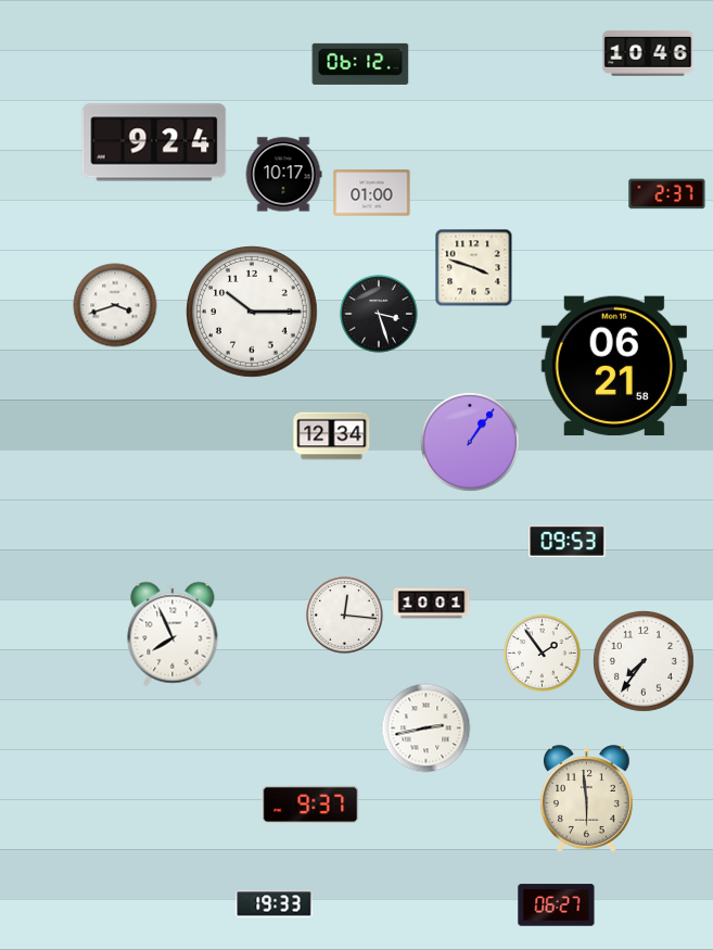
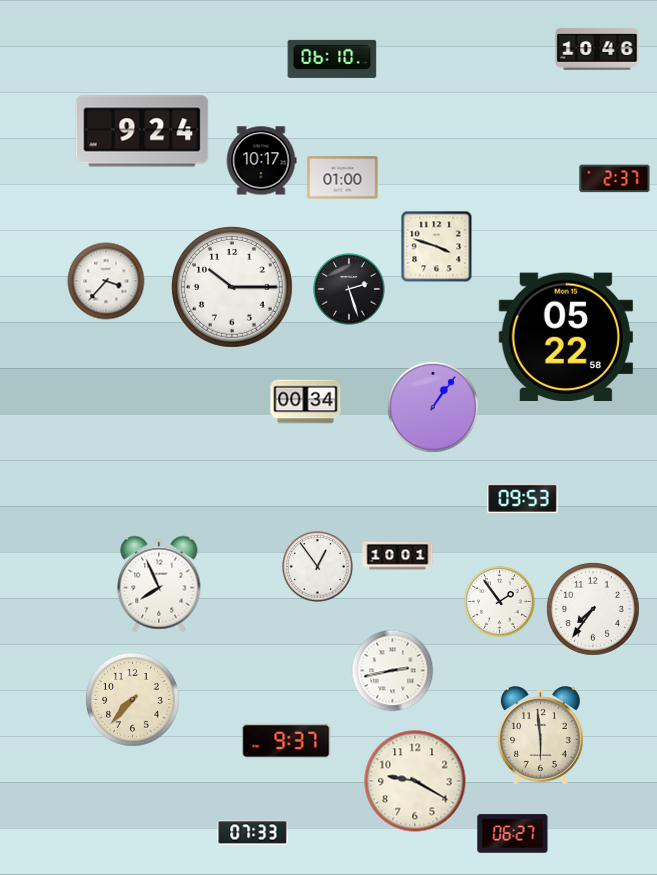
clock at (360, 64): 06:12 -> 06:10
clock at (115, 305): 3:42 -> 3:37
clock at (379, 314): 3:27 -> 2:27
clock at (614, 365): 06:21 -> 05:22
clock at (332, 436): 12:34 -> 00:34
clock at (345, 616): 12:16 -> 12:54
clock at (133, 700): none -> 7:37
clock at (415, 781): none -> 9:20
clock at (275, 904): 19:33 -> 07:33
